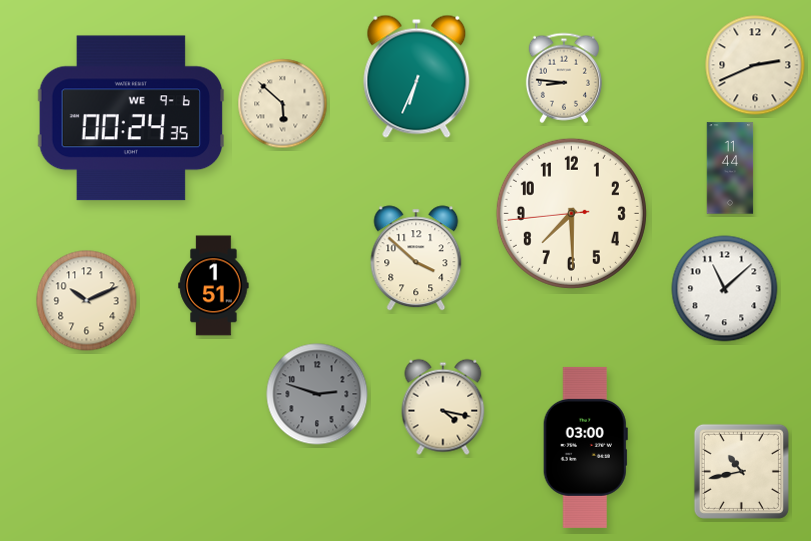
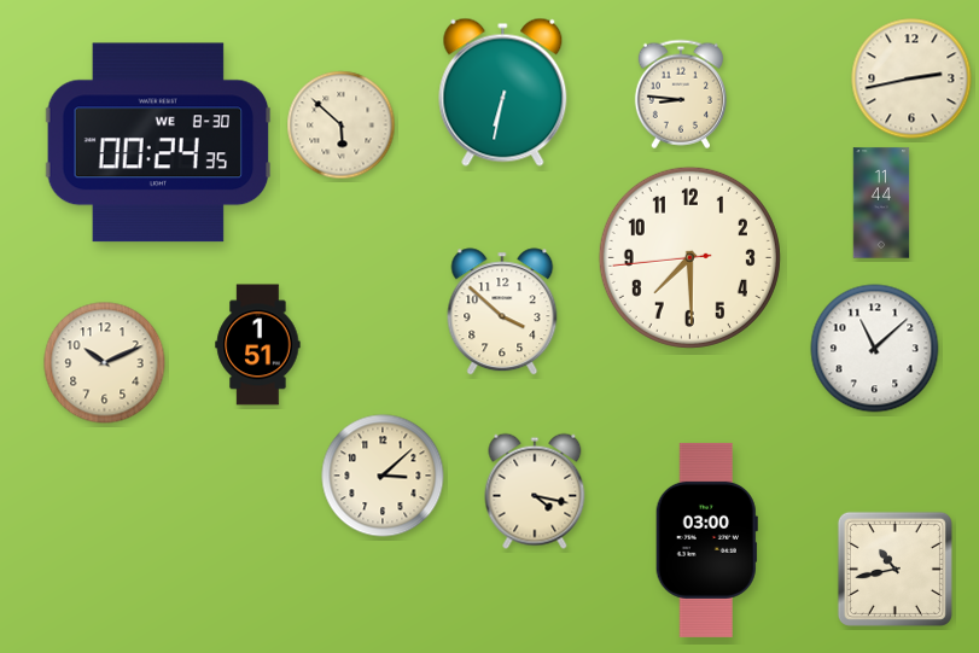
clock at (755, 65): 2:41 -> 2:43
clock at (417, 76): 6:34 -> 6:32
clock at (131, 118) date: WE 9-6 -> WE 8-30
clock at (317, 394): 2:48 -> 3:08
clock at (317, 394) dial: grey -> cream
